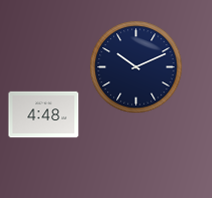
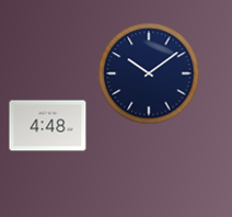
clock at (136, 67): 10:11 -> 10:09
